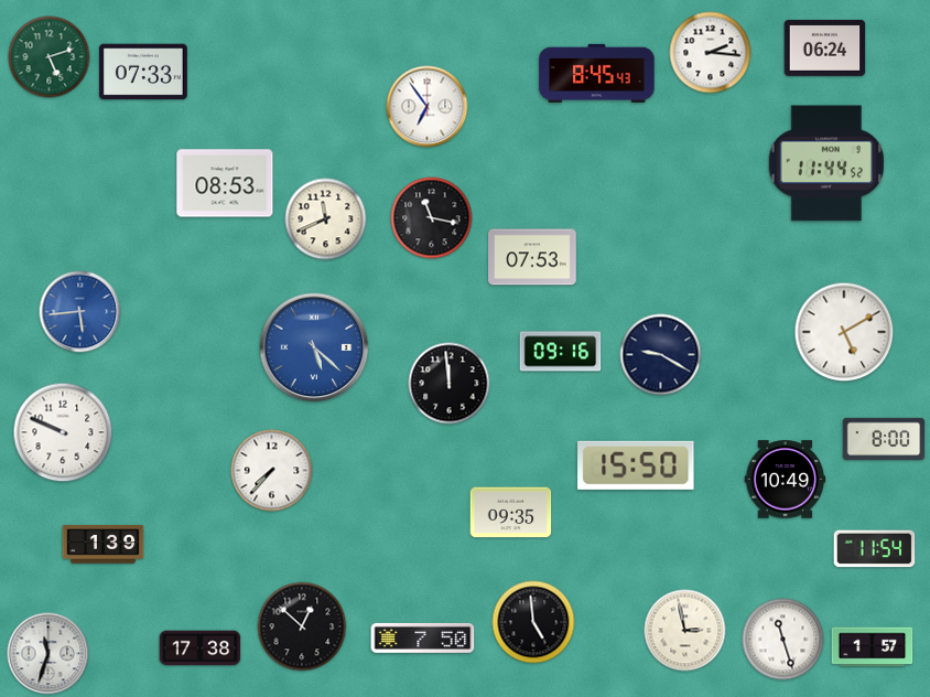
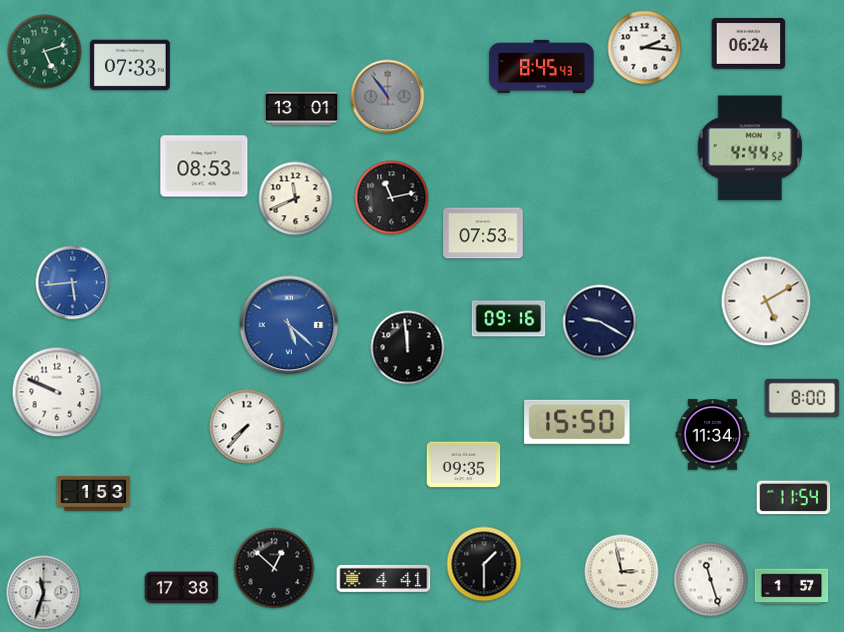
clock at (428, 107): 6:54 -> 10:54
clock at (428, 107) dial: white -> grey
clock at (302, 109): none -> 13:01
clock at (825, 163): 11:44 -> 4:44
clock at (432, 218): 11:17 -> 11:13
clock at (314, 347) position: (314, 347) -> (289, 325)
clock at (786, 480): 10:49 -> 11:34
clock at (104, 545): 1:39 -> 1:53
clock at (533, 622): 4:59 -> 1:30
clock at (423, 637): 7:50 -> 4:41
